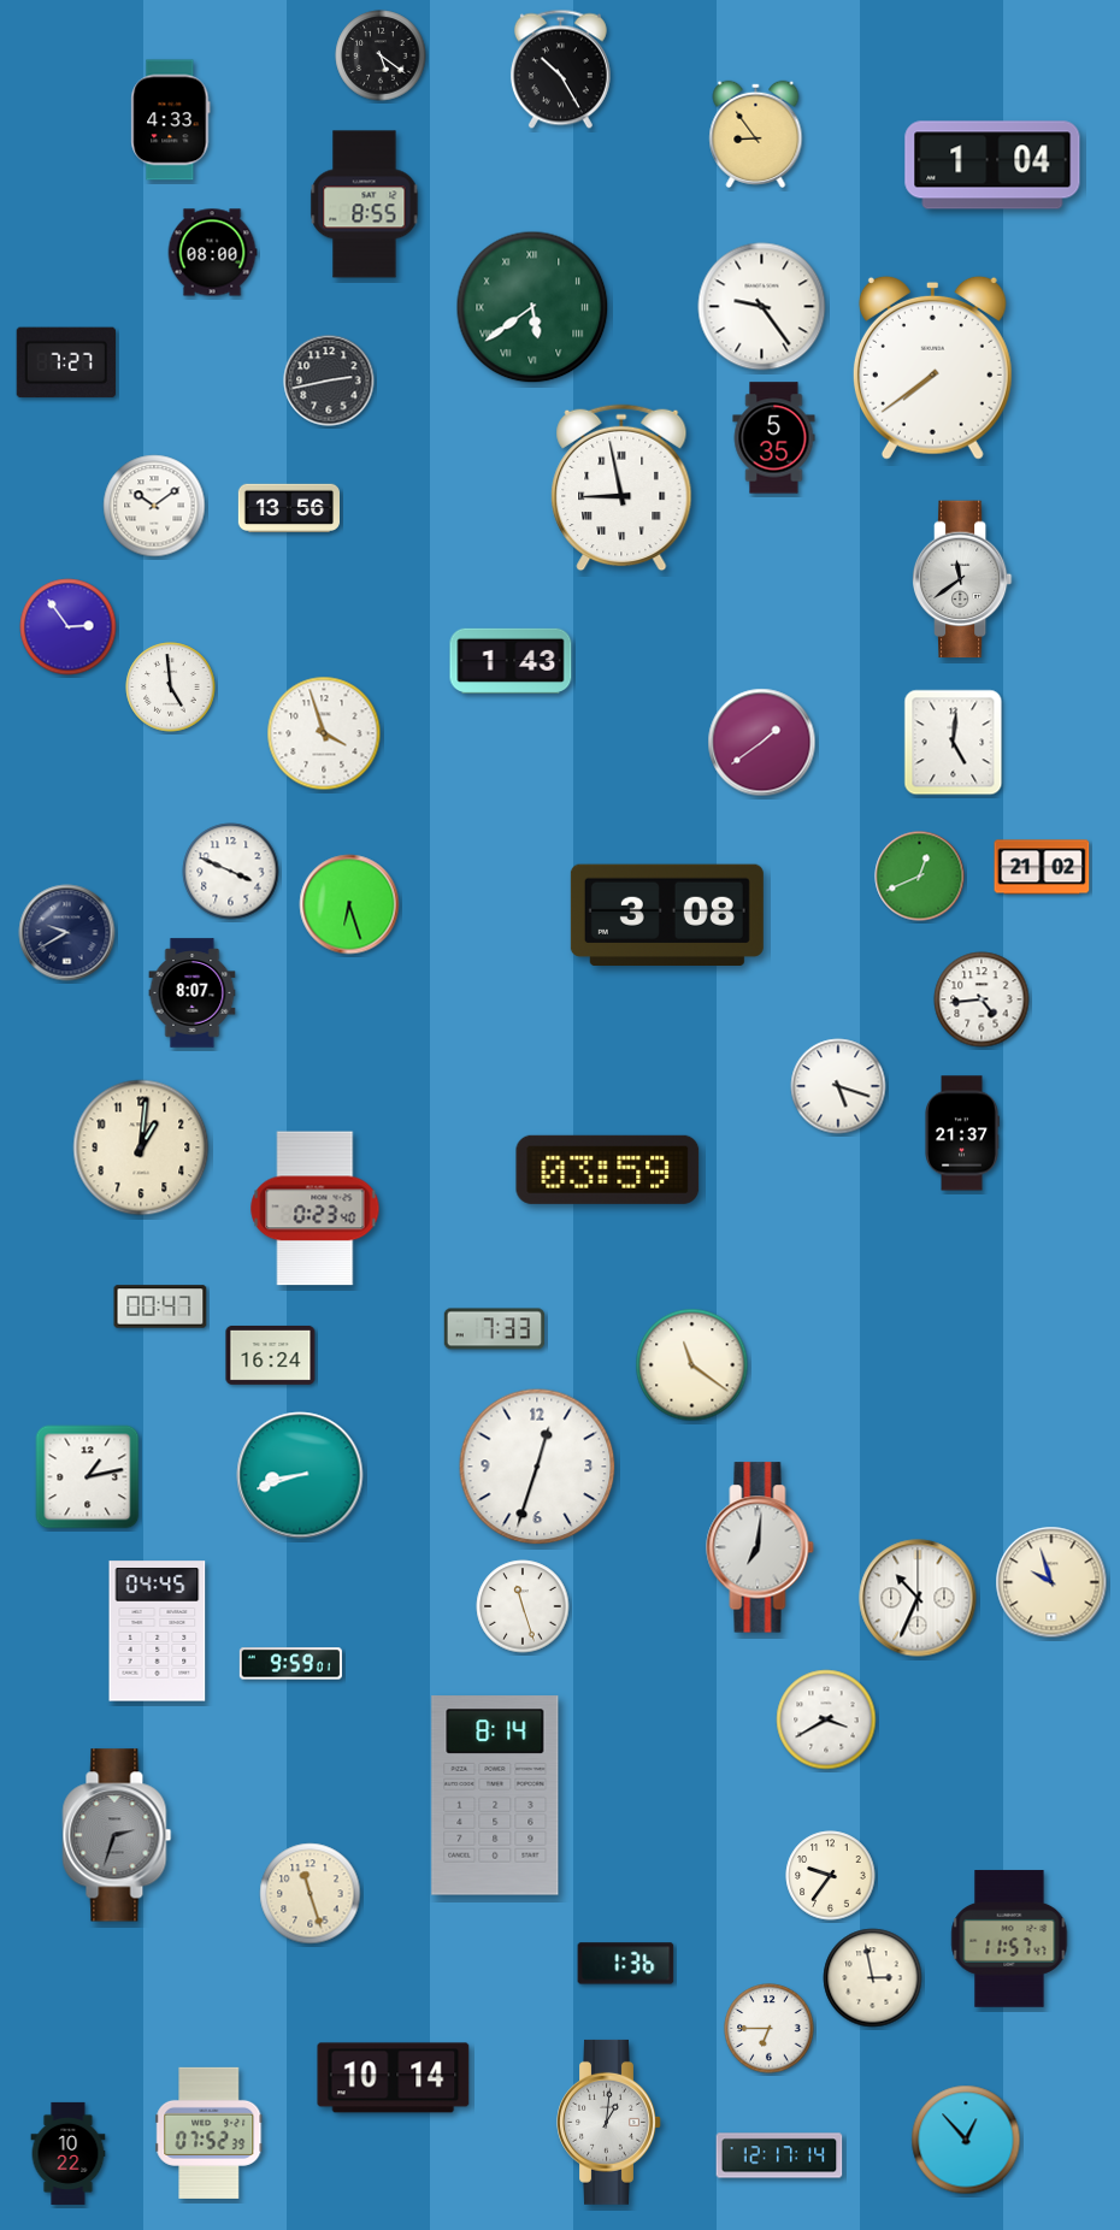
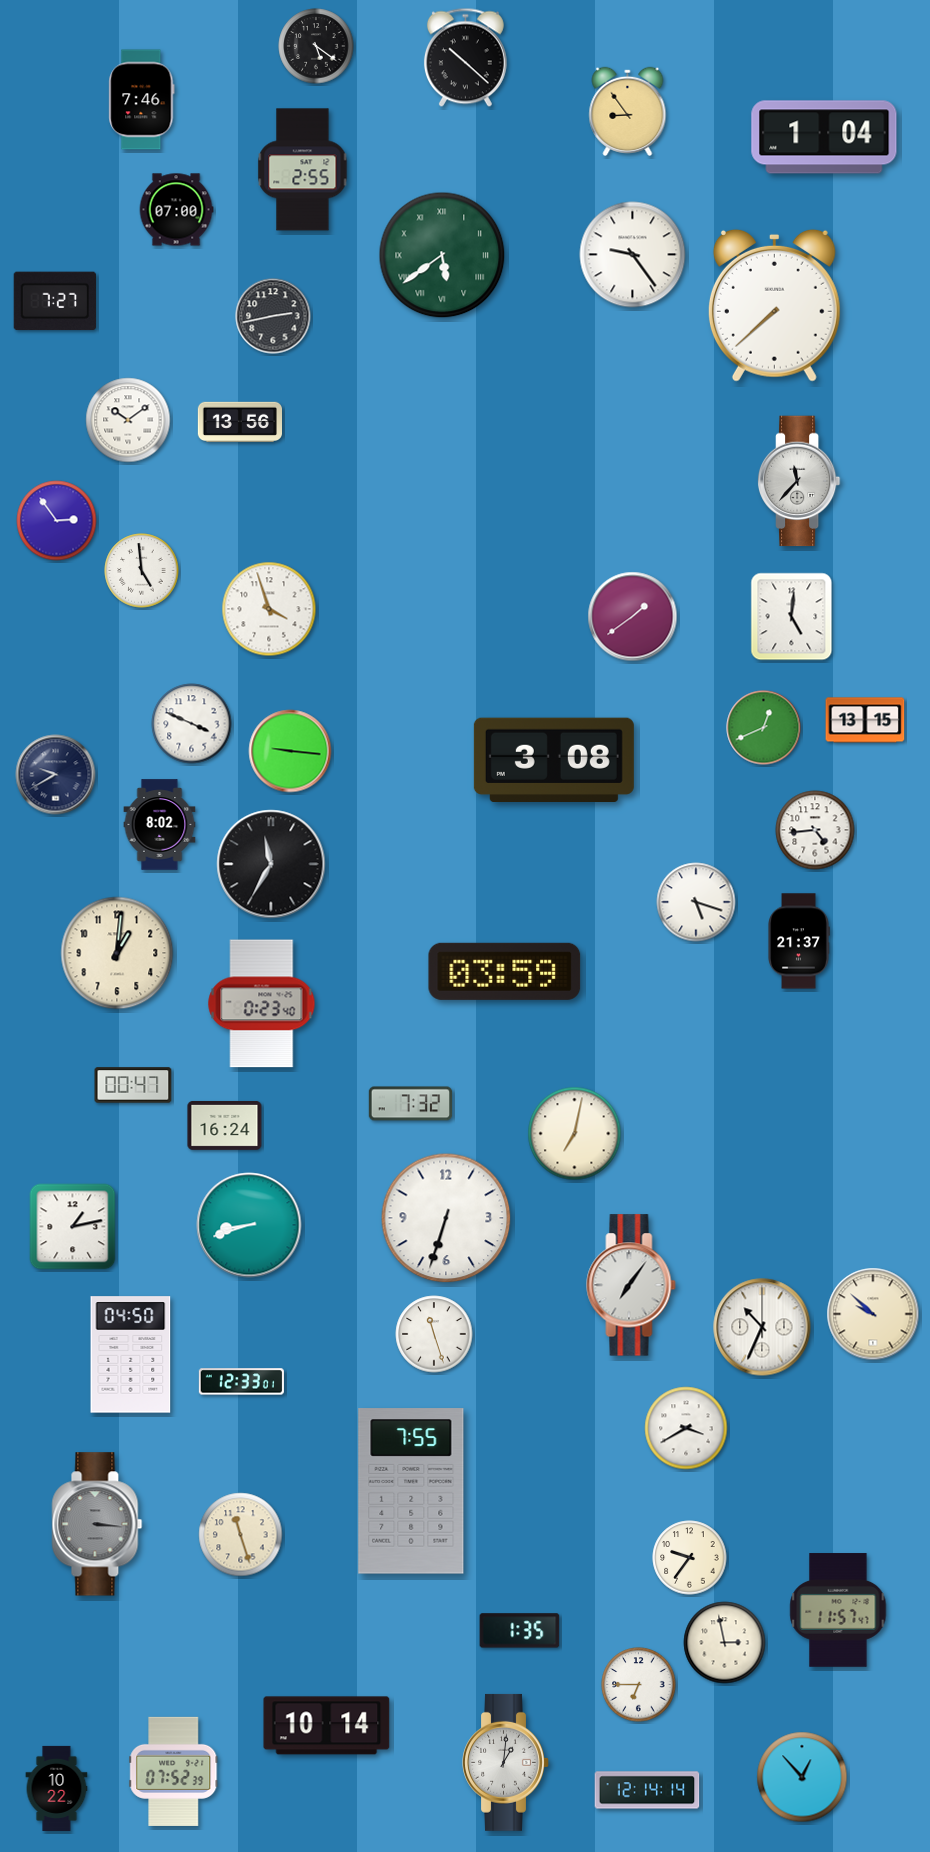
clock at (560, 70): 10:25 -> 10:22
clock at (171, 120): 4:33 -> 7:46
clock at (365, 205): 8:55 -> 2:55
clock at (212, 253): 08:00 -> 07:00
clock at (932, 367): 7:39 -> 7:38
clock at (774, 438): 5:35 -> none
clock at (621, 488): 8:58 -> none
clock at (962, 579): 11:39 -> 11:37
clock at (511, 660): 1:43 -> none
clock at (1042, 867): 21:02 -> 13:15
clock at (349, 904): 6:27 -> 9:16
clock at (193, 993): 8:07 -> 8:02
clock at (271, 864): none -> 11:35
clock at (495, 1329): 7:33 -> 7:32
clock at (692, 1365): 11:21 -> 7:02
clock at (537, 1467): 12:33 -> 6:33
clock at (760, 1547): 7:01 -> 7:06
clock at (1051, 1582): 9:57 -> 9:52
clock at (158, 1632): 04:45 -> 04:50
clock at (290, 1664): 9:59 -> 12:33
clock at (495, 1795): 8:14 -> 7:55
clock at (117, 1835): 2:33 -> 3:16
clock at (311, 1894) position: (311, 1894) -> (241, 1535)
clock at (626, 1964): 1:36 -> 1:35
clock at (779, 2155): 12:17 -> 12:14
